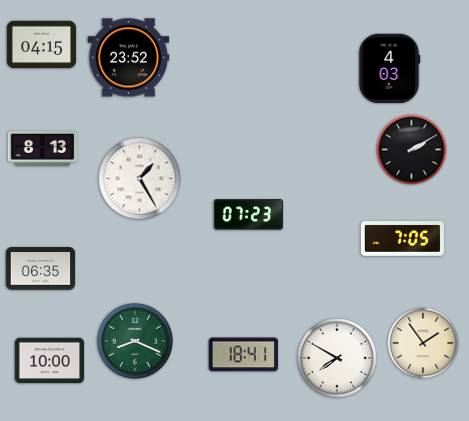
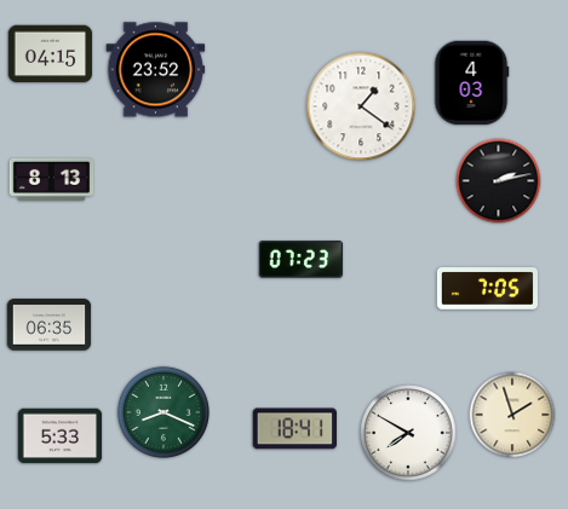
clock at (361, 106): none -> 1:21
clock at (412, 150): 2:10 -> 2:13
clock at (140, 179): 1:25 -> none
clock at (423, 343): 1:54 -> 1:57
clock at (50, 361): 10:00 -> 5:33
